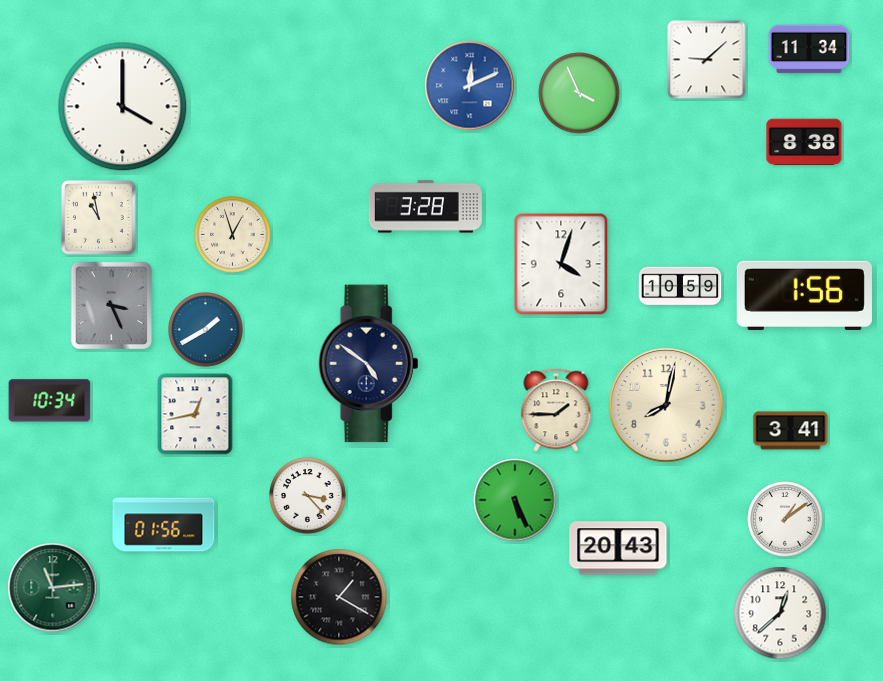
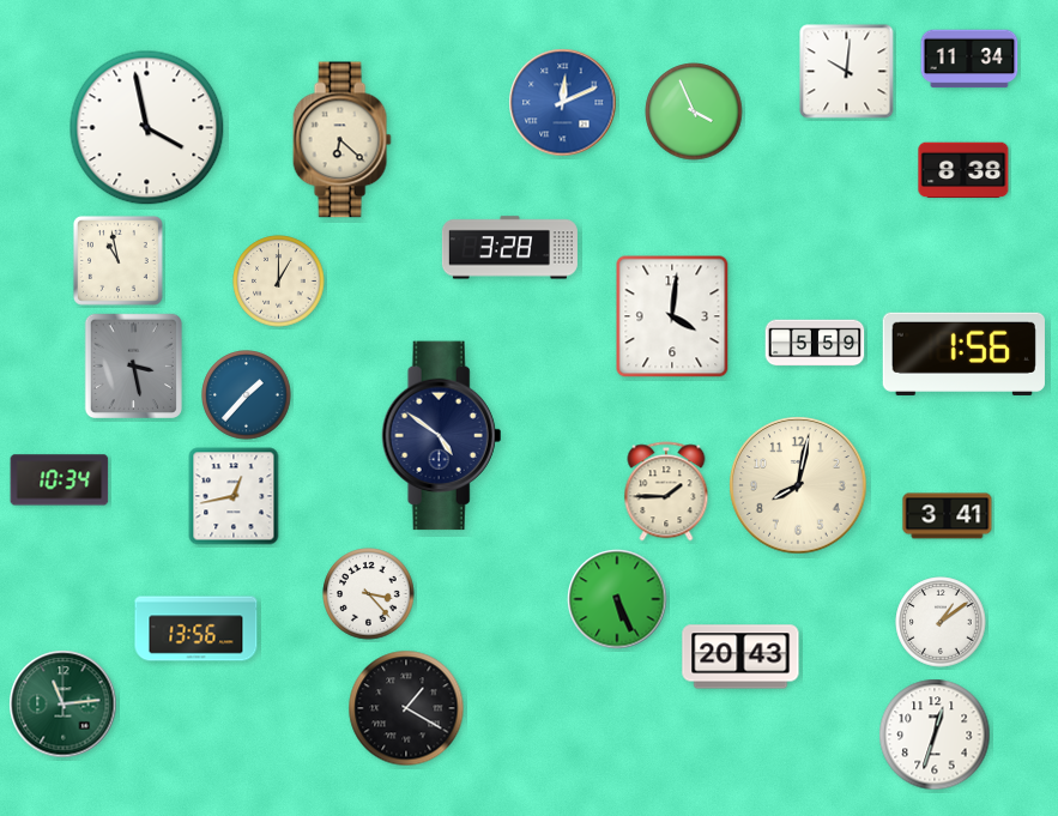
clock at (707, 60): 9:08 -> 10:01
clock at (123, 107): 4:00 -> 3:58
clock at (341, 140): none -> 6:22
clock at (233, 235): 12:57 -> 1:00
clock at (561, 264): 4:03 -> 4:01
clock at (680, 286): 10:59 -> 5:59
clock at (111, 305): 3:26 -> 3:28
clock at (206, 330): 1:40 -> 1:37
clock at (164, 525): 01:56 -> 13:56
clock at (339, 597) position: (339, 597) -> (406, 708)
clock at (780, 613): 12:38 -> 12:33
